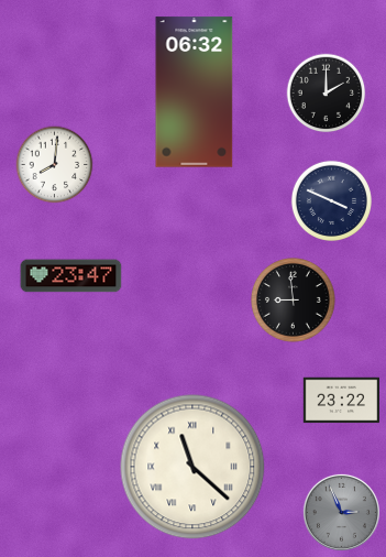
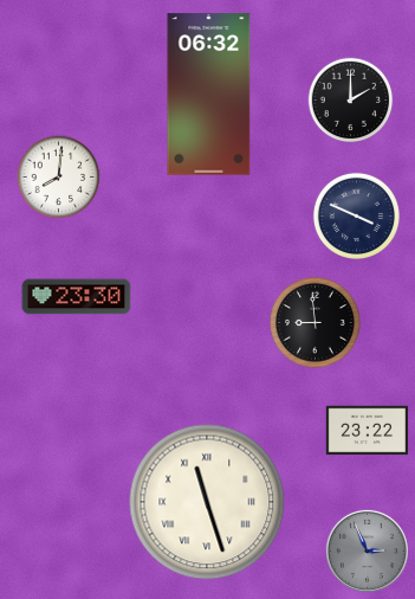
clock at (195, 92) position: (195, 92) -> (209, 95)
clock at (71, 276): 23:47 -> 23:30
clock at (192, 467): 11:22 -> 11:27
